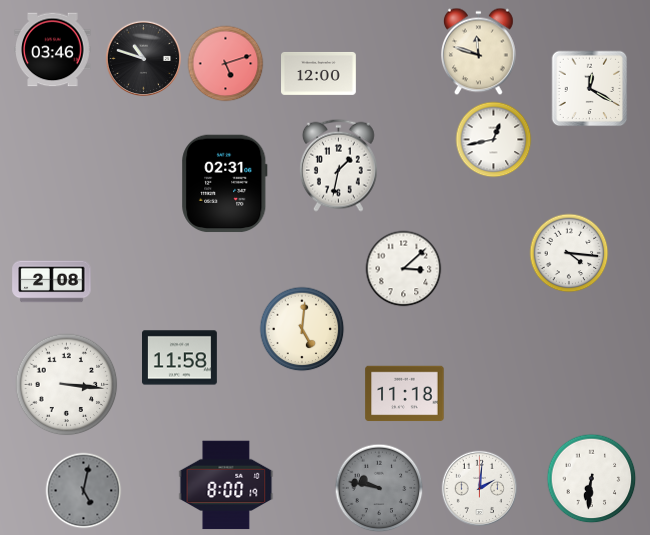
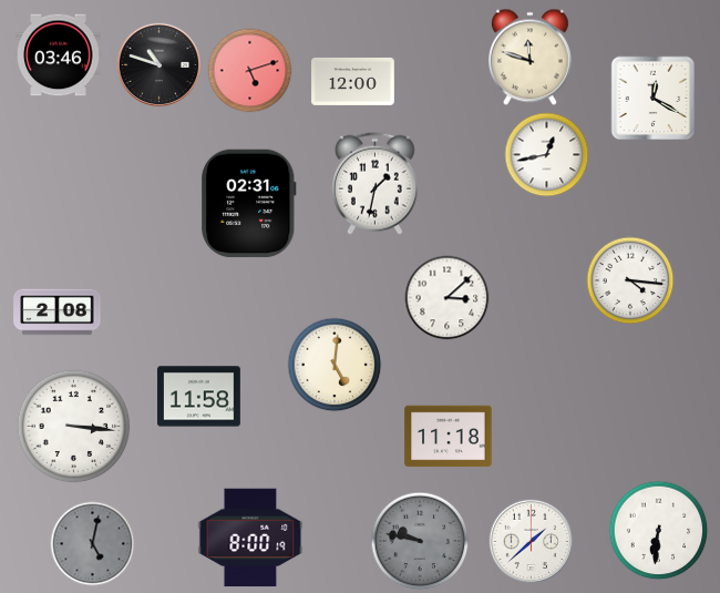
clock at (592, 479) position: (592, 479) -> (659, 531)
clock at (479, 488): 2:01 -> 1:38
